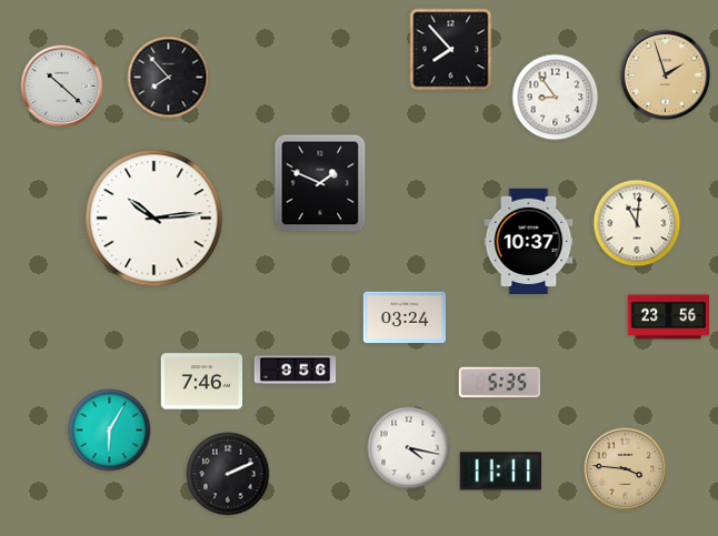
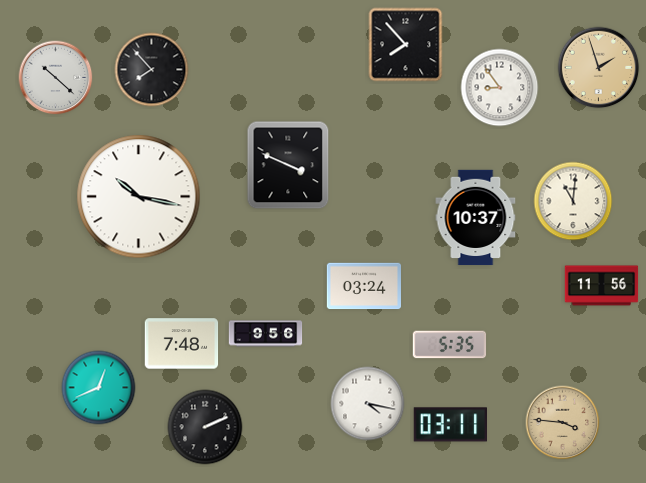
clock at (320, 183): 1:49 -> 3:49
clock at (154, 219): 10:14 -> 10:17
clock at (669, 317): 23:56 -> 11:56
clock at (202, 382): 7:46 -> 7:48
clock at (110, 431): 6:05 -> 12:41
clock at (500, 472): 11:11 -> 03:11
